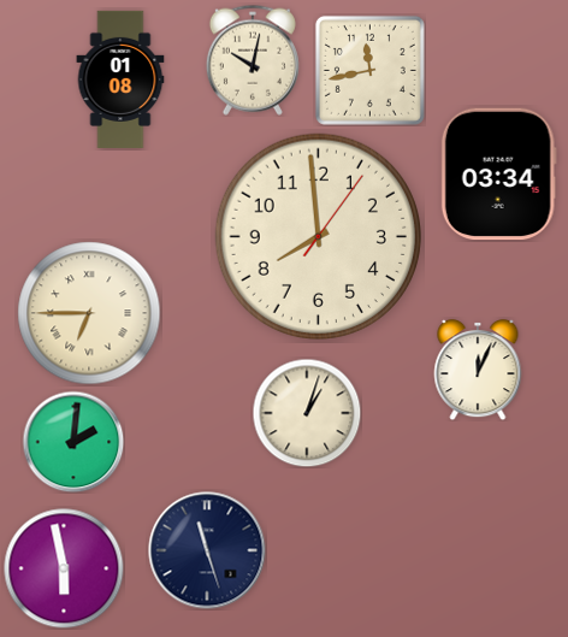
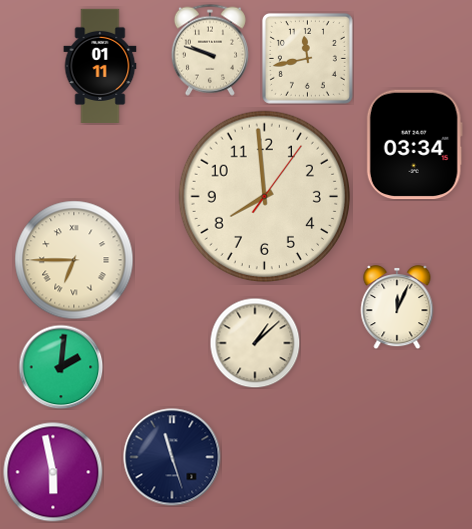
clock at (253, 60): 10:02 -> 9:48
clock at (120, 79): 01:08 -> 01:11
clock at (307, 413): 1:03 -> 1:08
